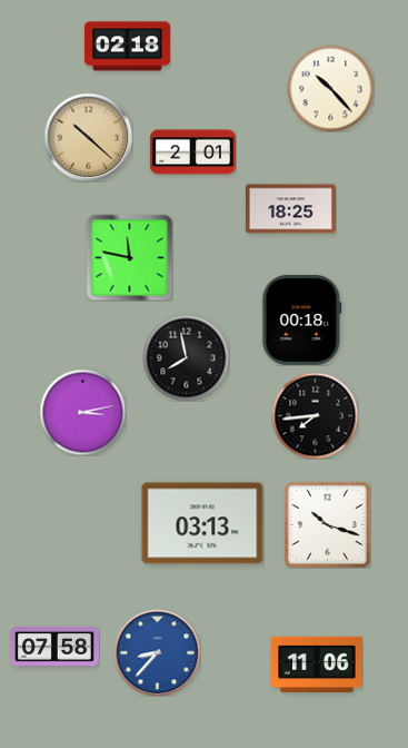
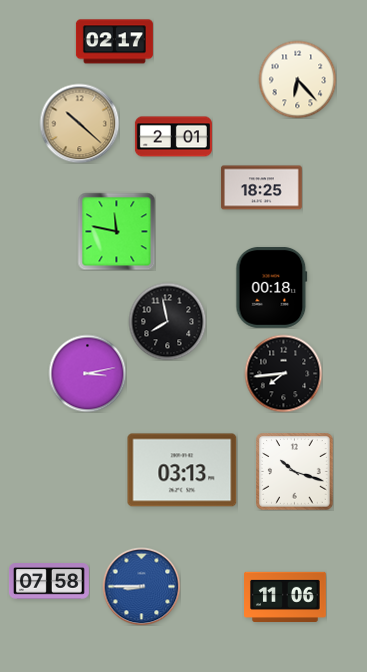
clock at (127, 47): 02:18 -> 02:17
clock at (330, 88): 10:23 -> 6:23
clock at (82, 412) position: (82, 412) -> (87, 373)
clock at (157, 652): 8:37 -> 8:45
